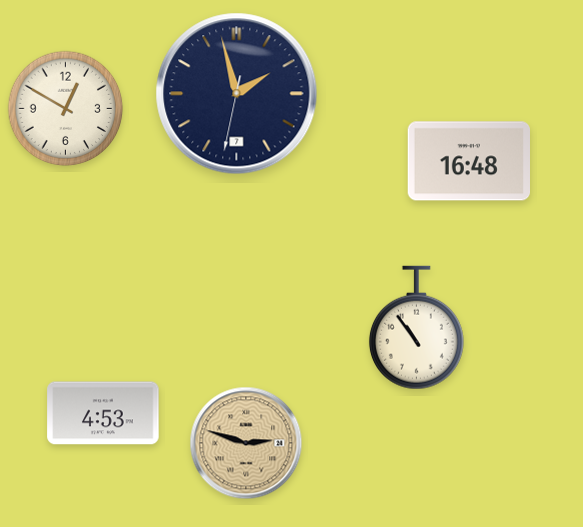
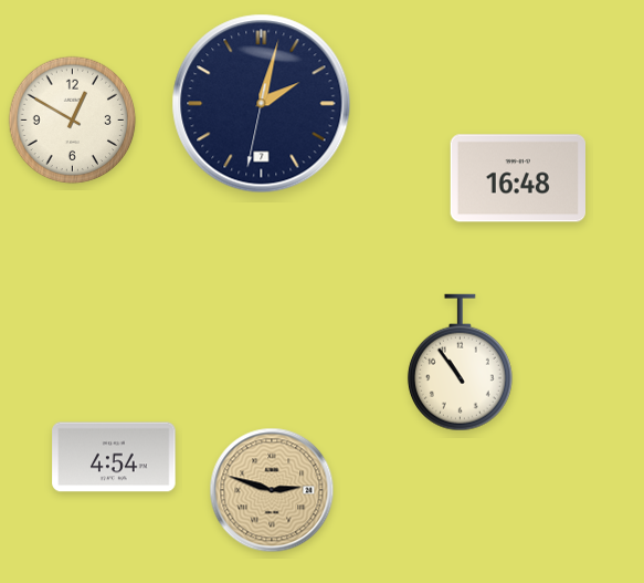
clock at (237, 94): 1:57 -> 2:02
clock at (103, 413): 4:53 -> 4:54
